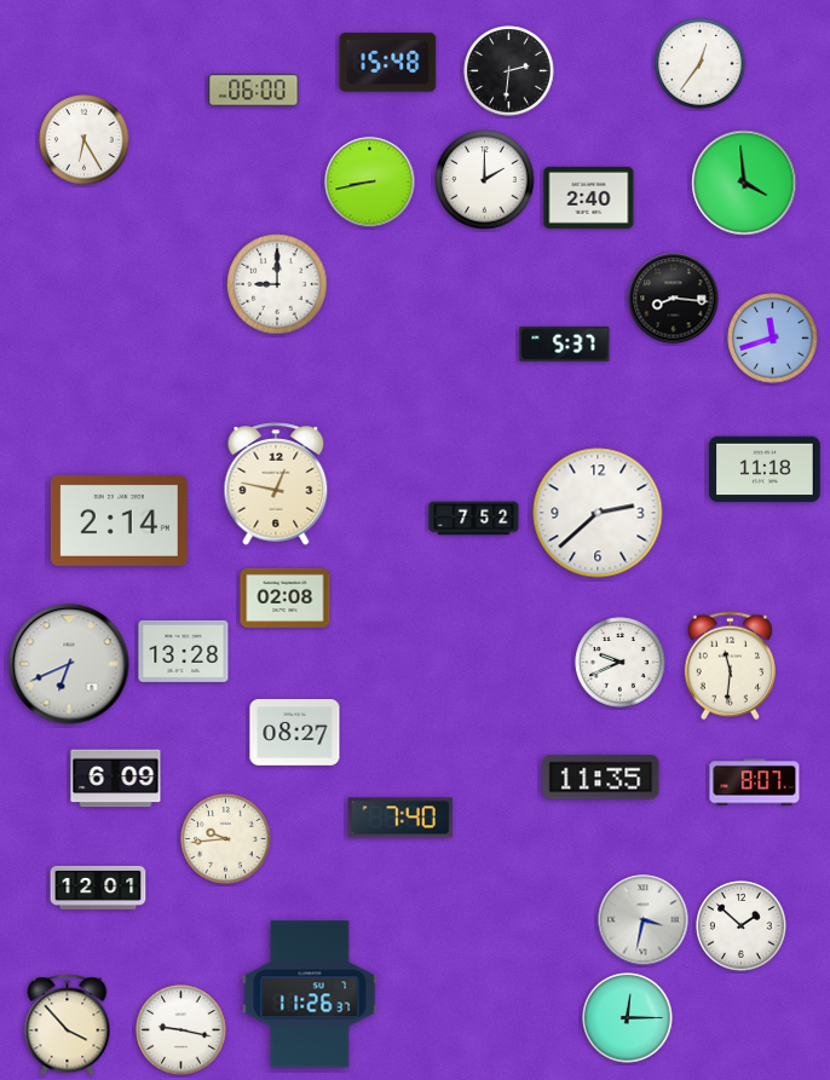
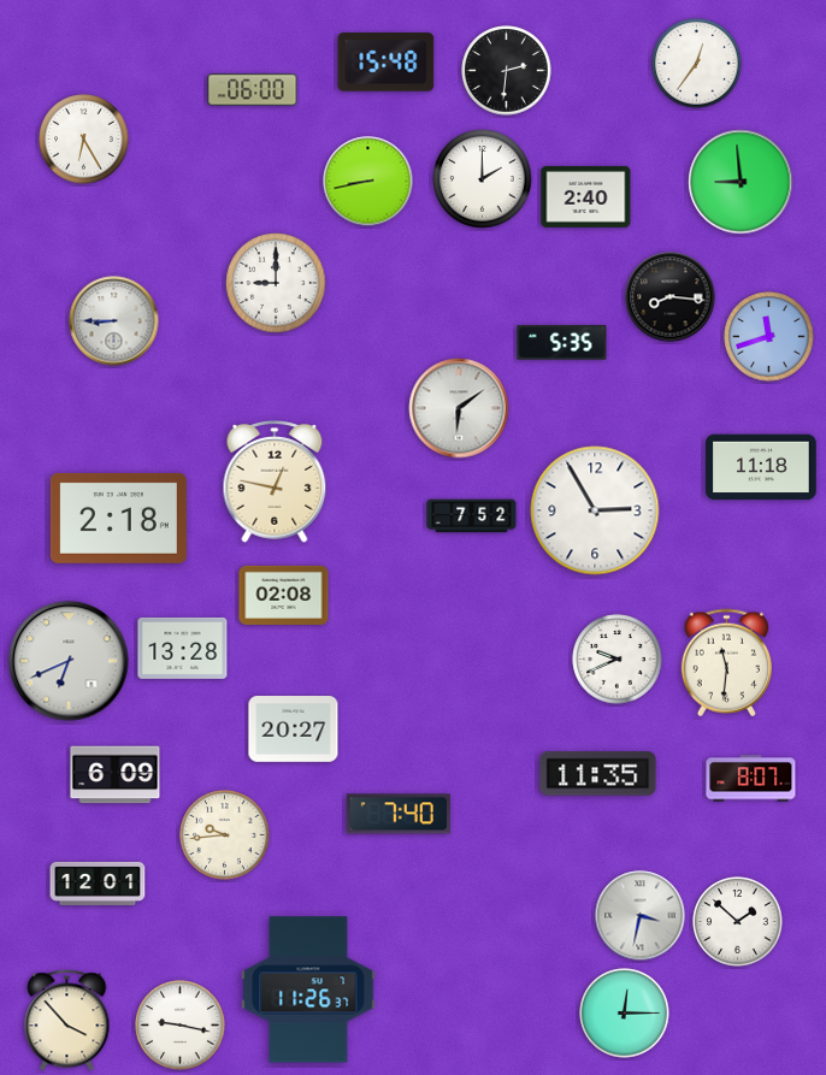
clock at (744, 183): 3:59 -> 8:59
clock at (114, 321): none -> 8:45
clock at (565, 345): 5:37 -> 5:35
clock at (459, 408): none -> 6:09
clock at (598, 513): 2:38 -> 2:55
clock at (119, 520): 2:14 -> 2:18
clock at (295, 733): 08:27 -> 20:27
